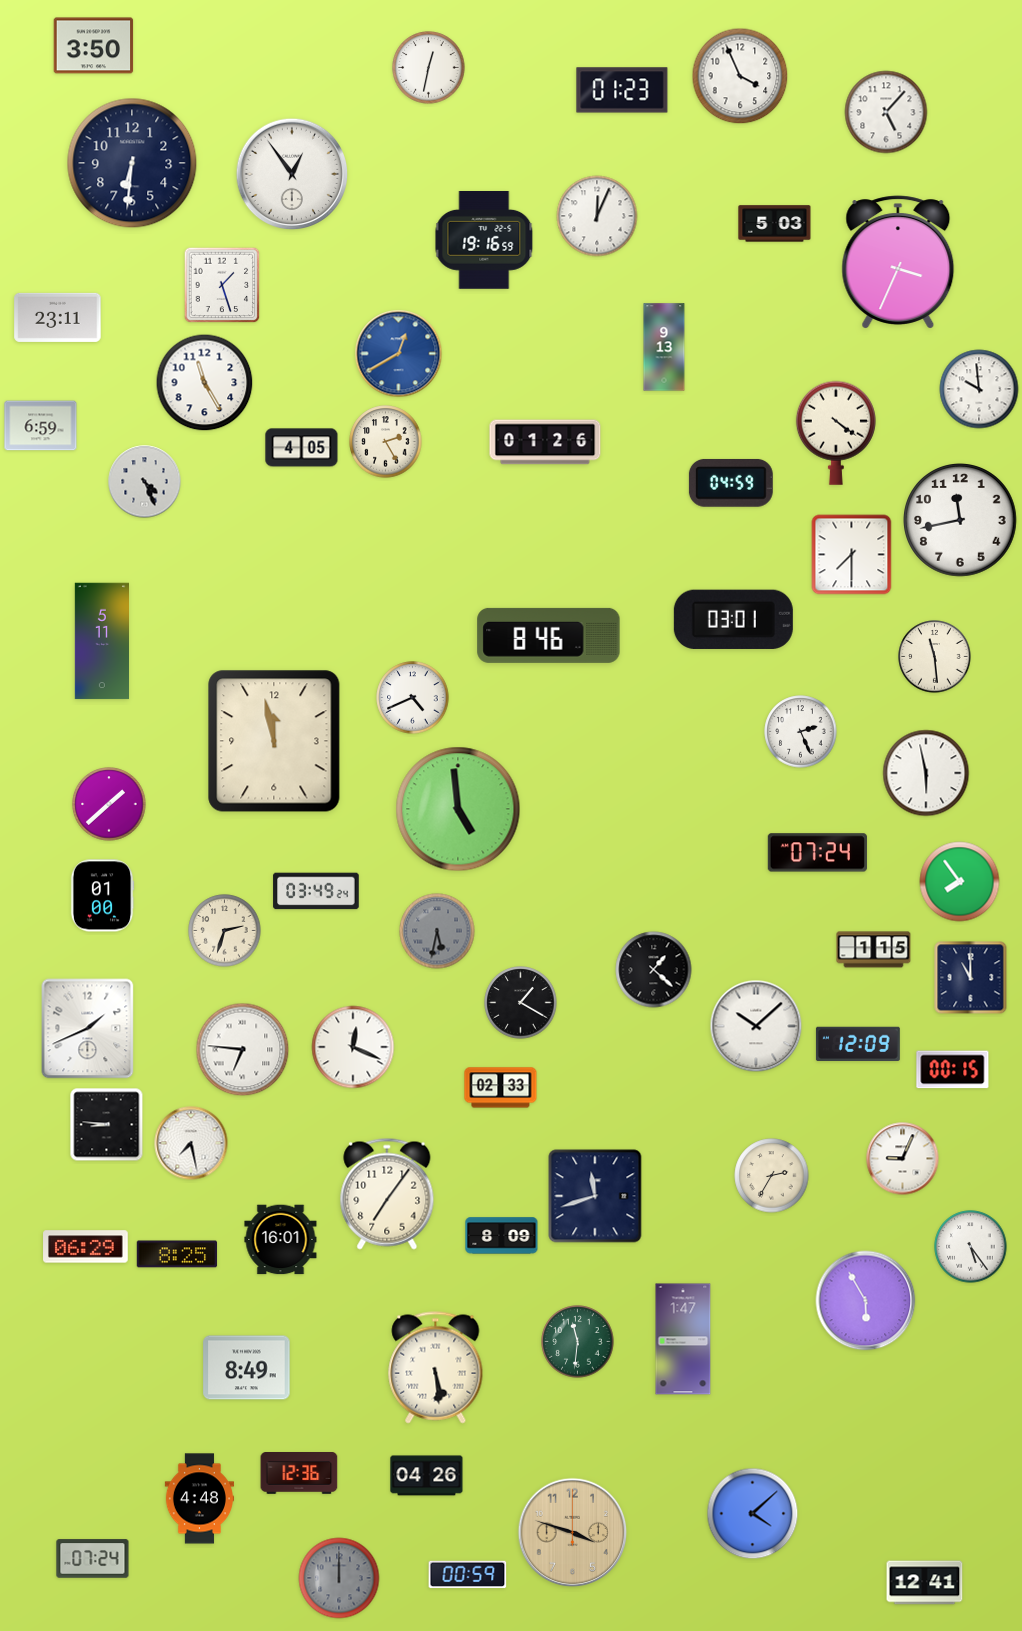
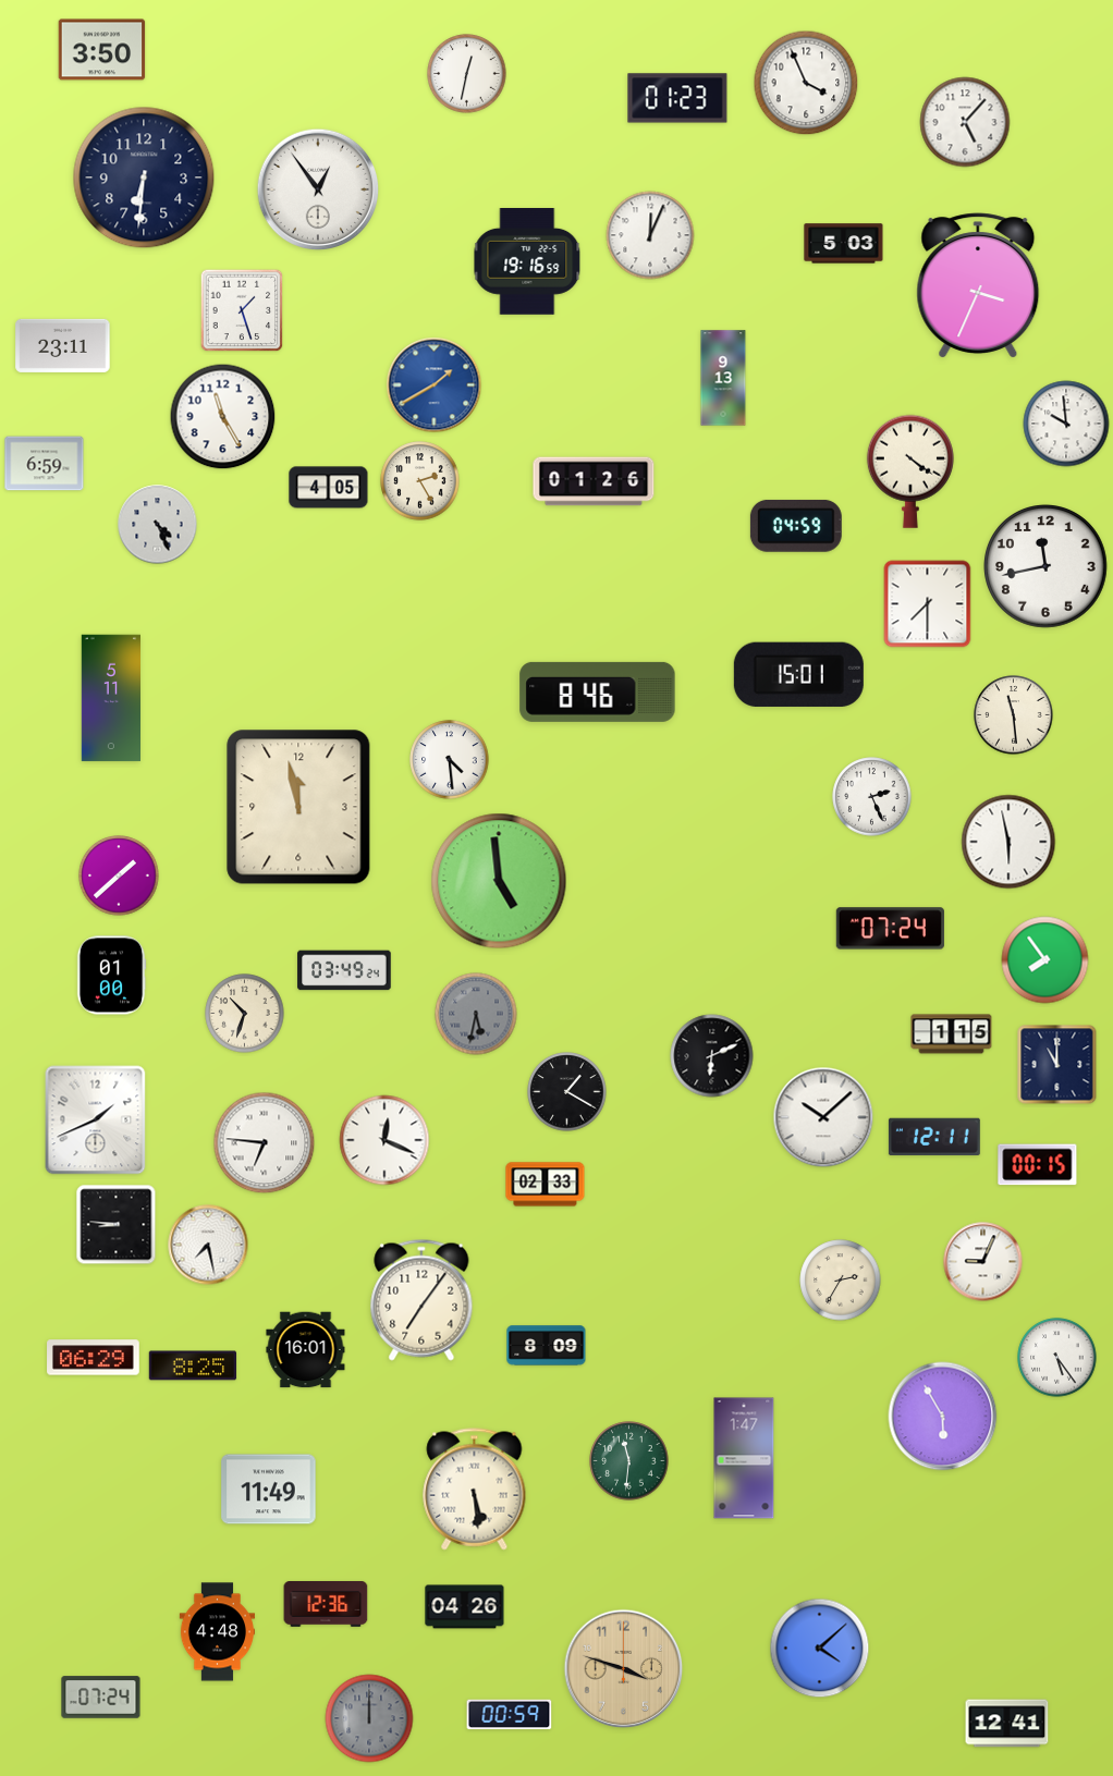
clock at (399, 354): 12:40 -> 1:40
clock at (733, 619): 03:01 -> 15:01
clock at (935, 657) position: (935, 657) -> (1014, 715)
clock at (413, 698): 4:41 -> 4:29
clock at (225, 931): 2:33 -> 10:33
clock at (654, 970): 1:22 -> 6:11
clock at (858, 1043): 12:09 -> 12:11
clock at (595, 1196): 11:42 -> none
clock at (247, 1368): 8:49 -> 11:49
